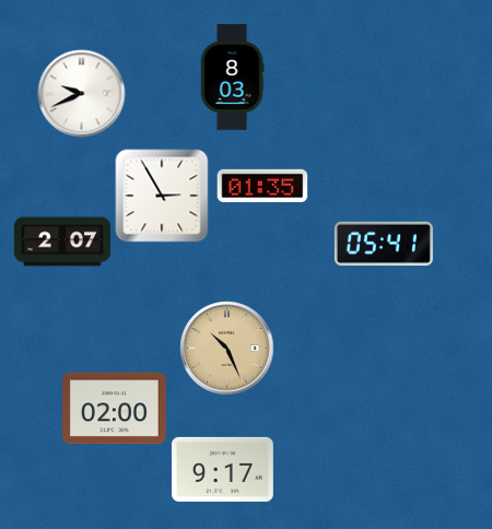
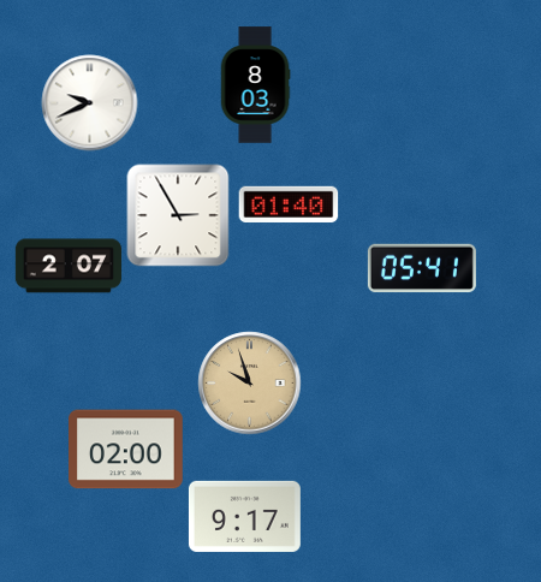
clock at (262, 186): 01:35 -> 01:40
clock at (227, 349): 10:26 -> 9:57
